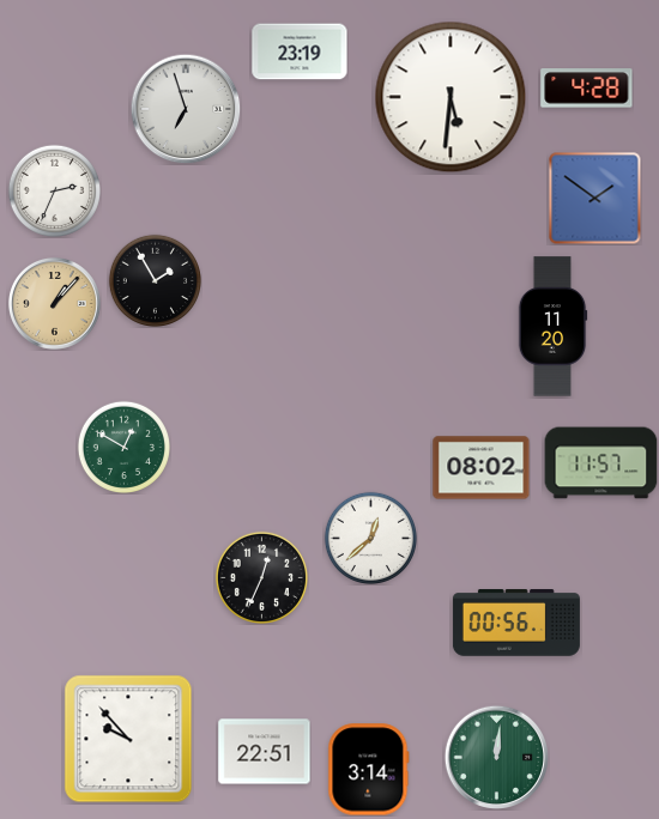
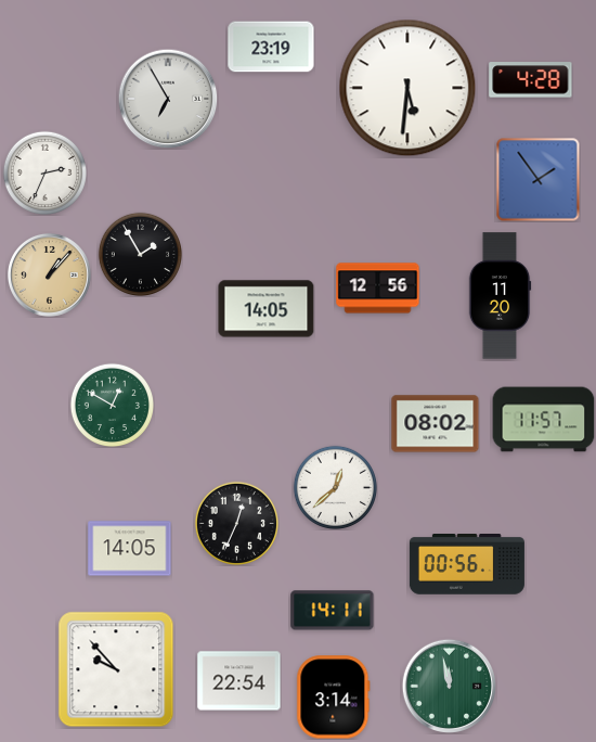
clock at (186, 109): 6:57 -> 6:55
clock at (54, 190) position: (54, 190) -> (44, 172)
clock at (594, 198): 1:51 -> 1:54
clock at (378, 289): none -> 12:56
clock at (267, 309): none -> 14:05
clock at (130, 549): none -> 14:05
clock at (333, 611): none -> 14:11
clock at (265, 752): 22:51 -> 22:54
clock at (496, 757): 12:01 -> 11:58
